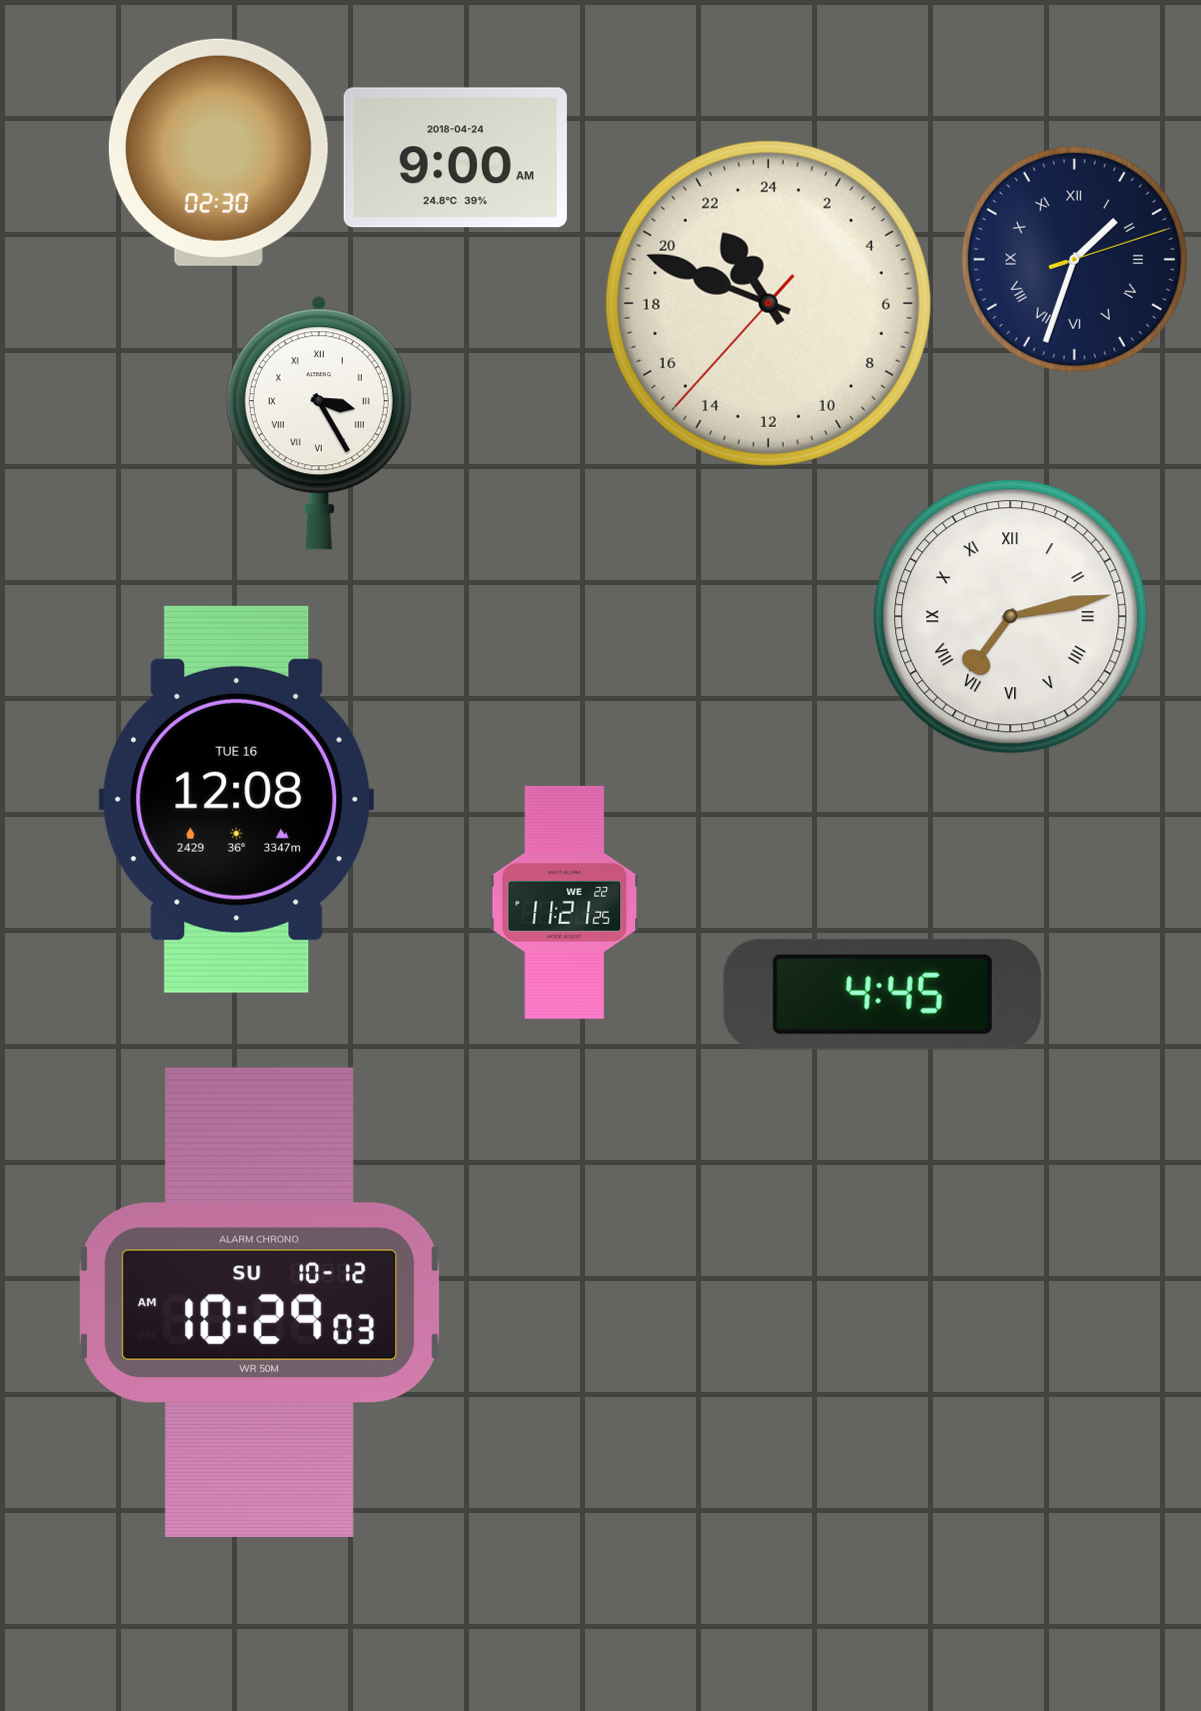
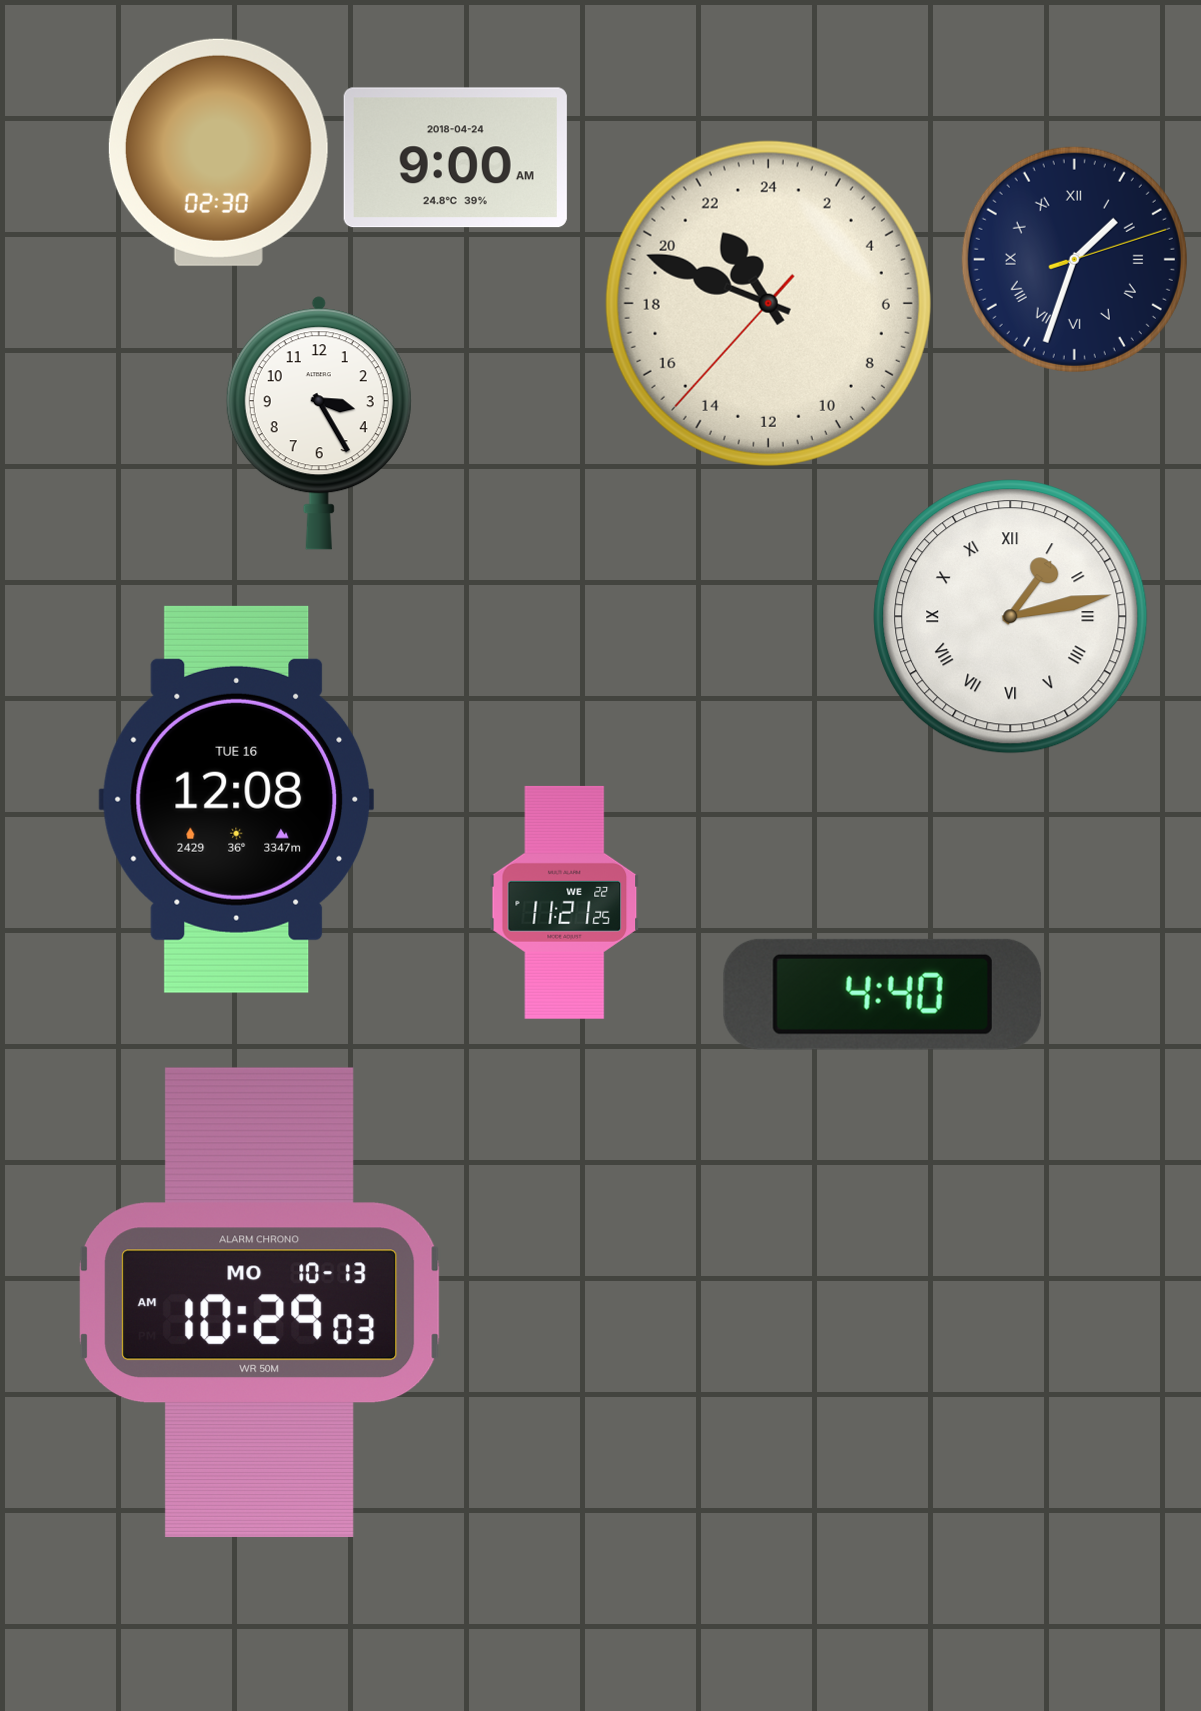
clock at (319, 423) numerals: Roman -> Arabic
clock at (1011, 617): 7:13 -> 1:13
clock at (882, 994): 4:45 -> 4:40
clock at (260, 1302) date: SU 10-12 -> MO 10-13
